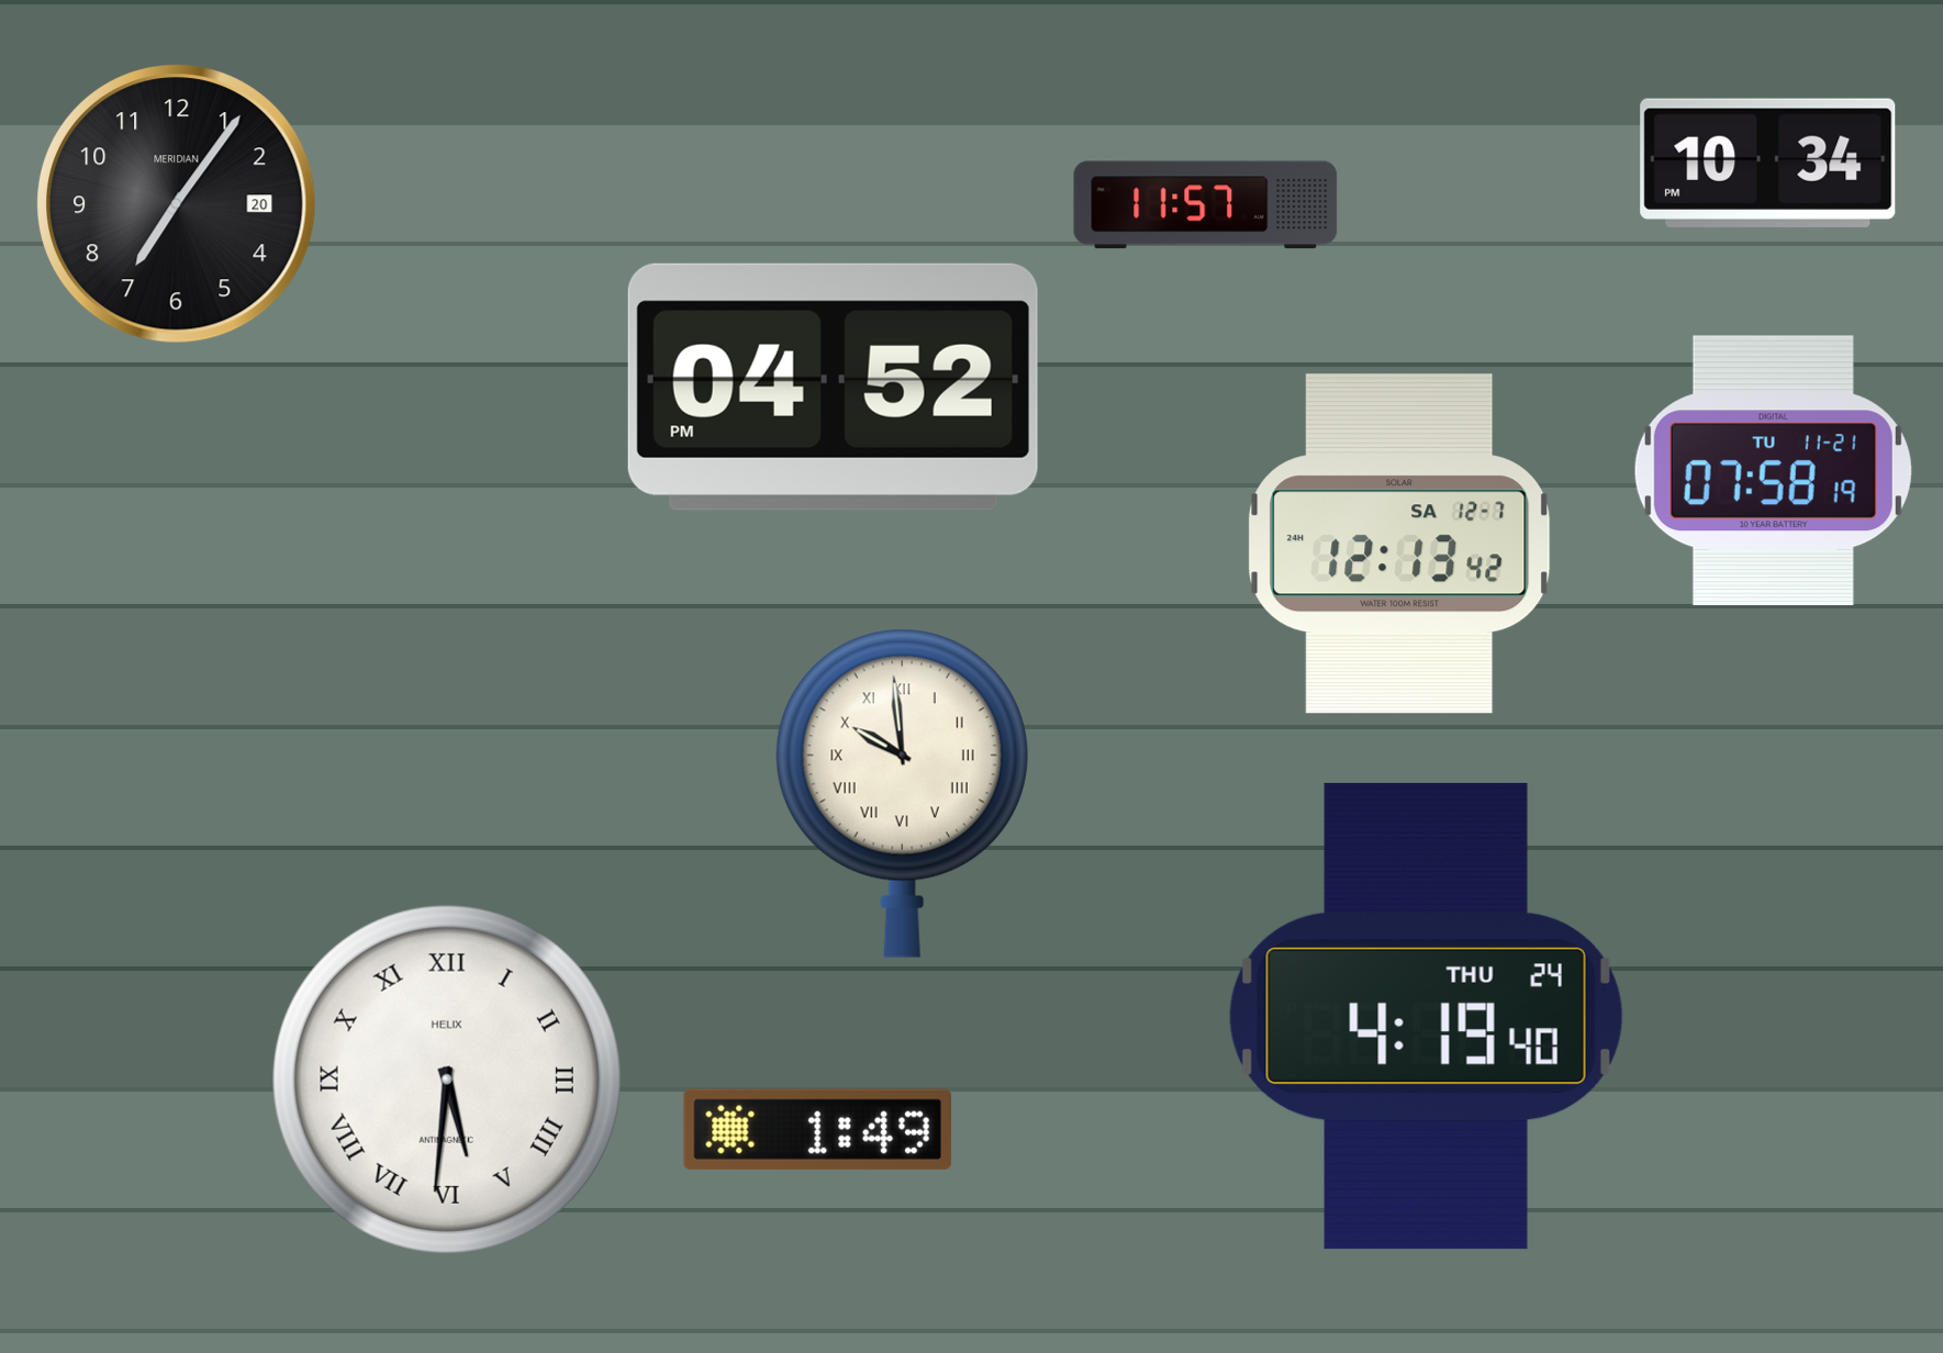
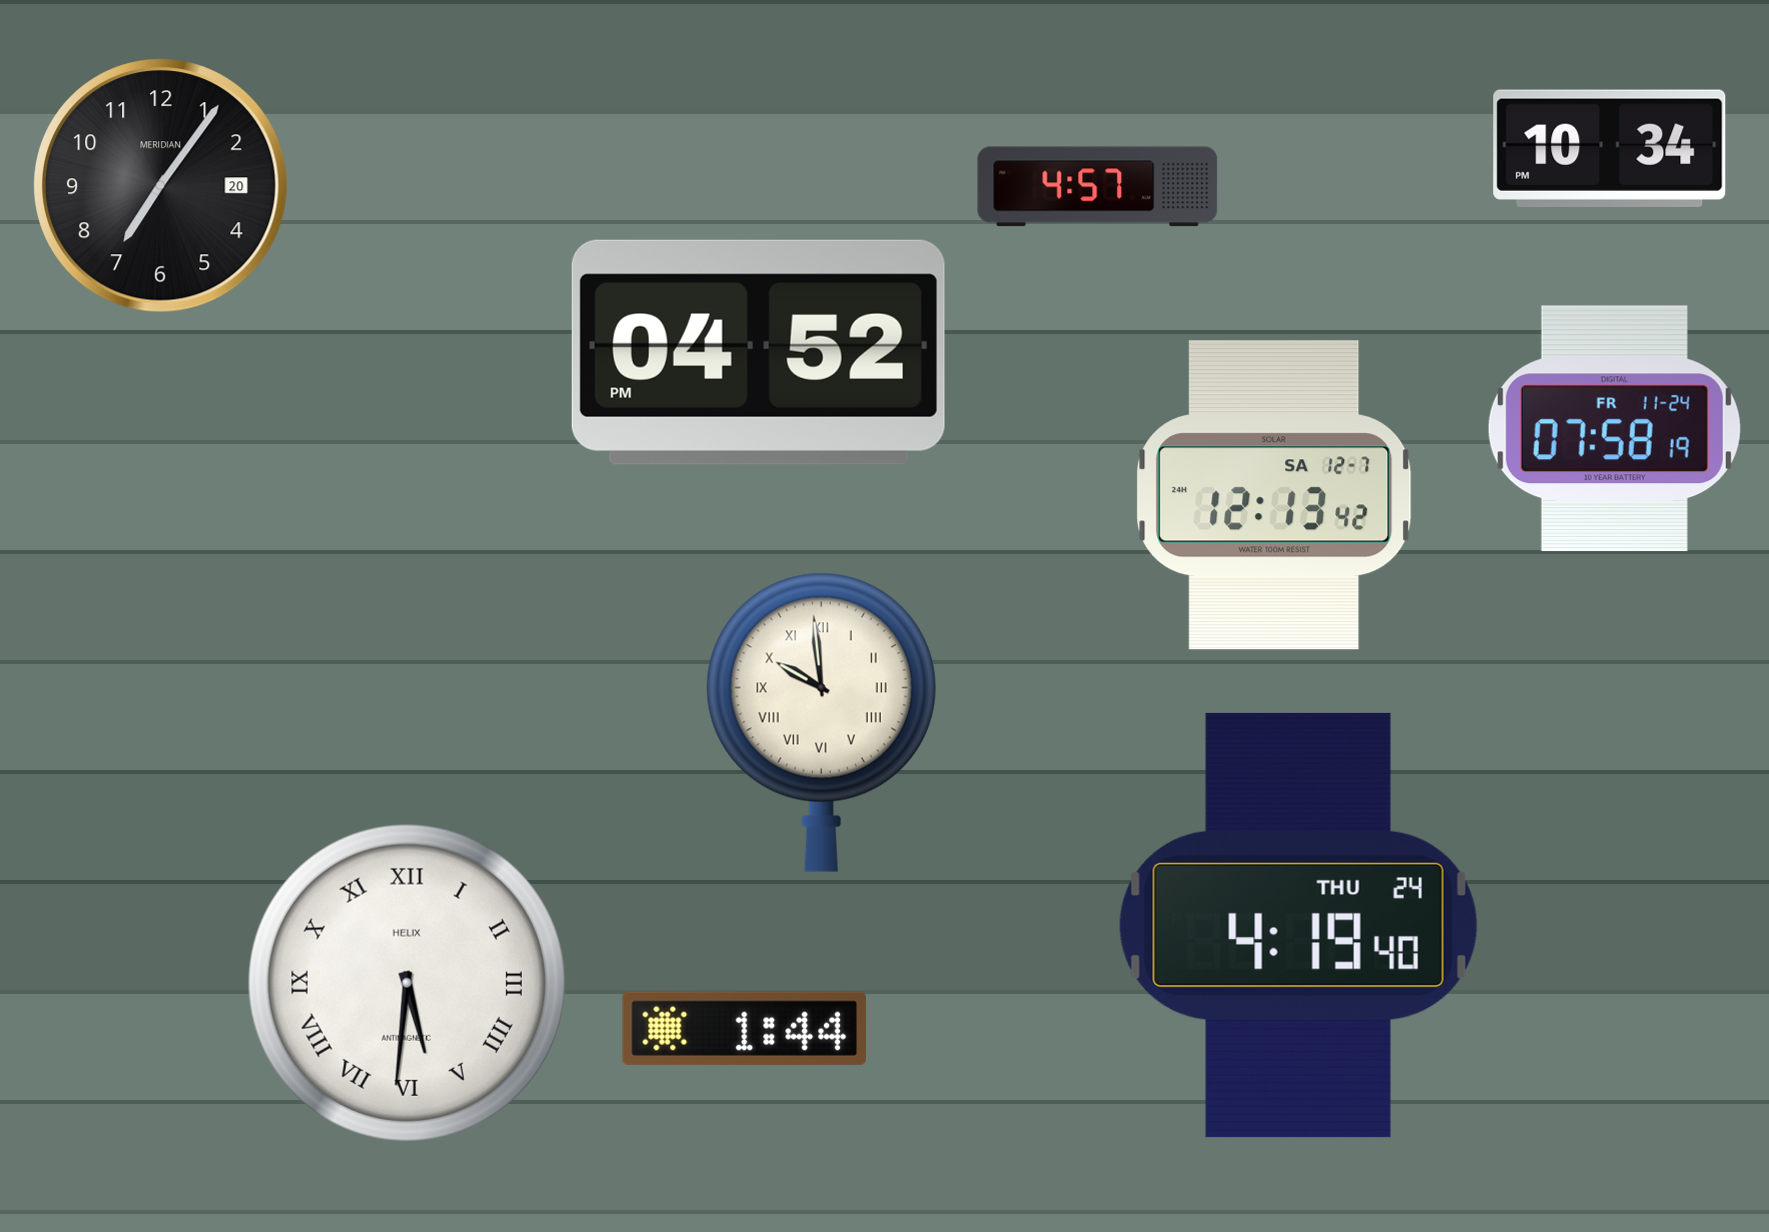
clock at (1206, 205): 11:57 -> 4:57
clock at (1773, 471) date: TU 11-21 -> FR 11-24
clock at (817, 1129): 1:49 -> 1:44
